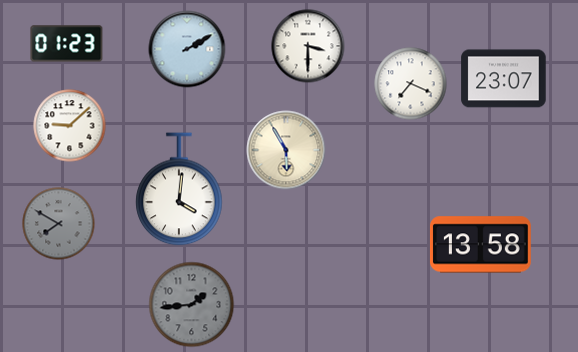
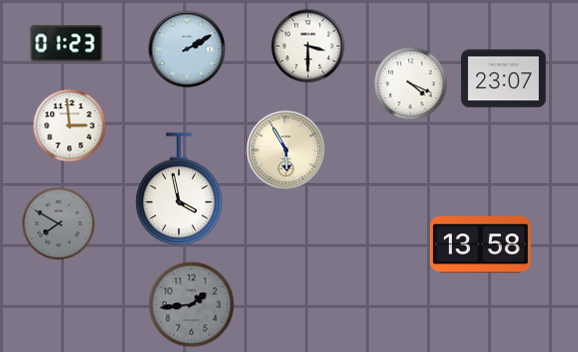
clock at (411, 84): 7:19 -> 4:19
clock at (70, 126): 9:08 -> 2:59
clock at (179, 189): 4:01 -> 3:58
